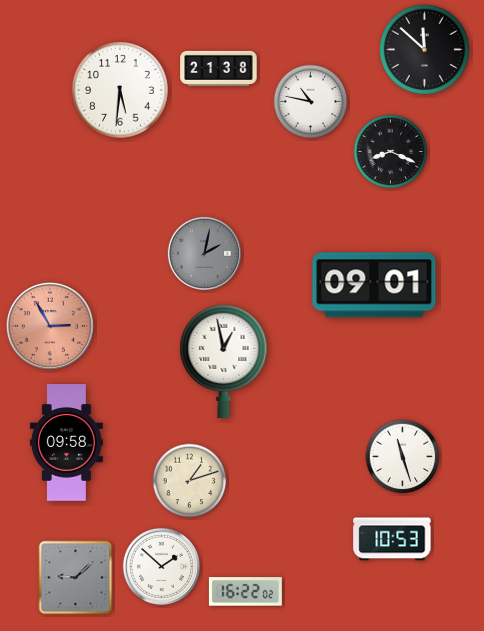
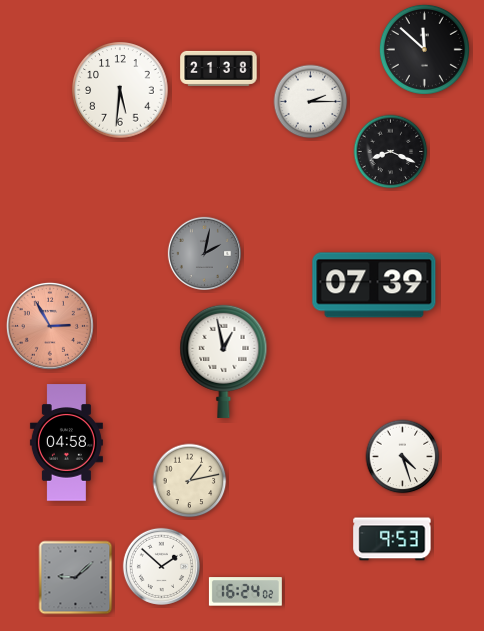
clock at (311, 102): 10:47 -> 2:15
clock at (374, 285): 09:01 -> 07:39
clock at (66, 443): 09:58 -> 04:58
clock at (403, 457): 11:27 -> 4:27
clock at (190, 481): 1:12 -> 1:13
clock at (392, 539): 10:53 -> 9:53
clock at (245, 592): 16:22 -> 16:24
